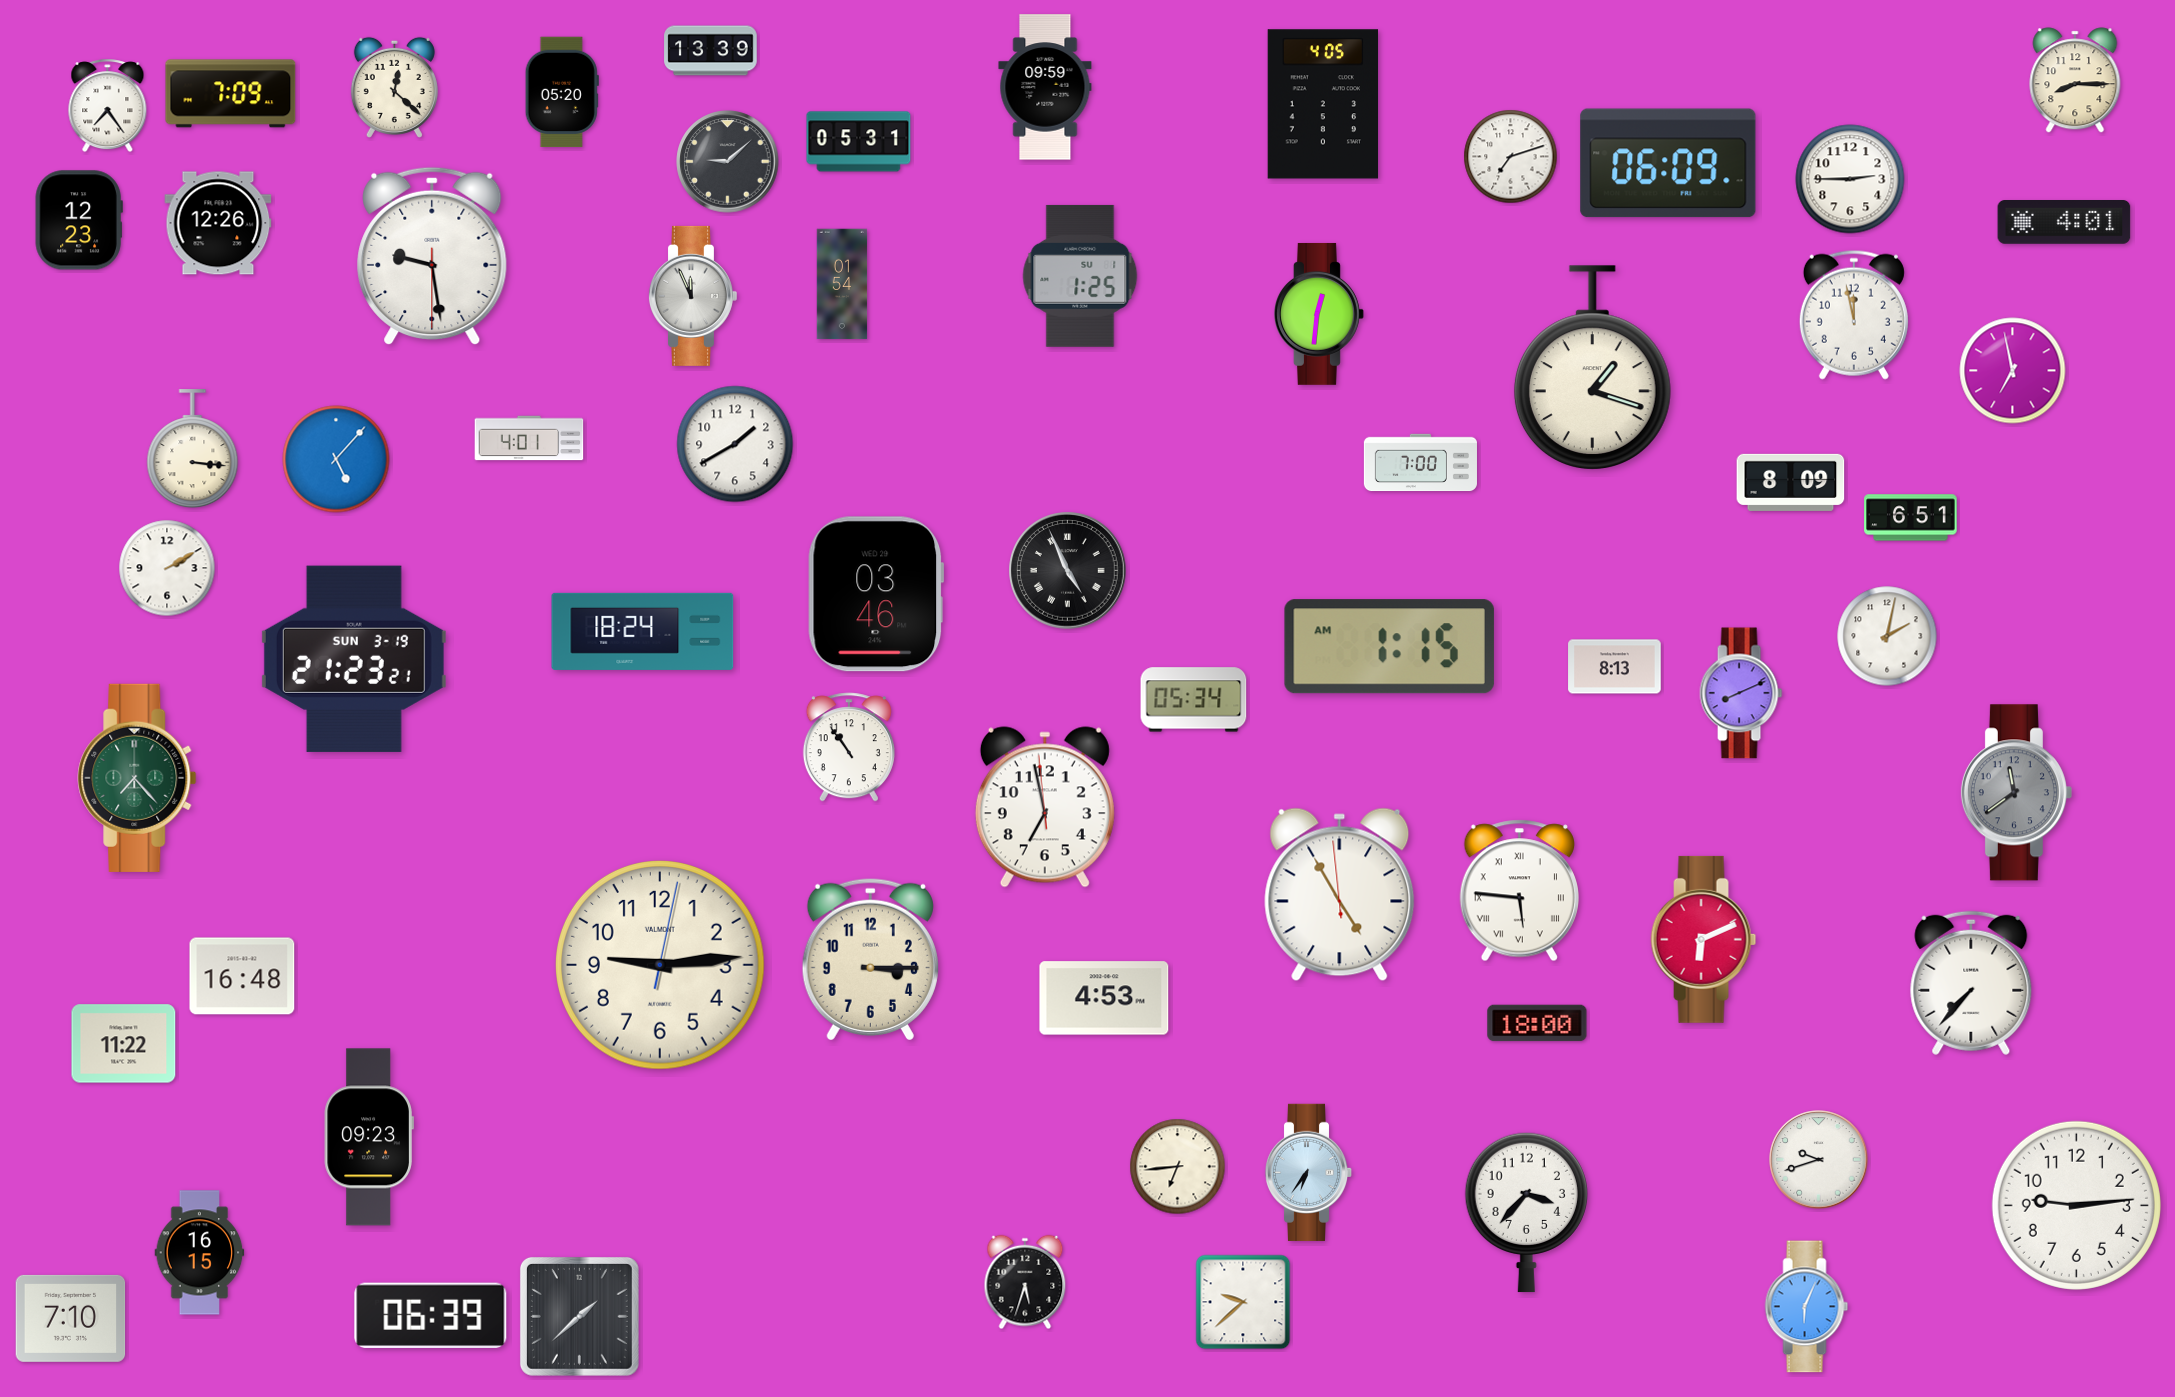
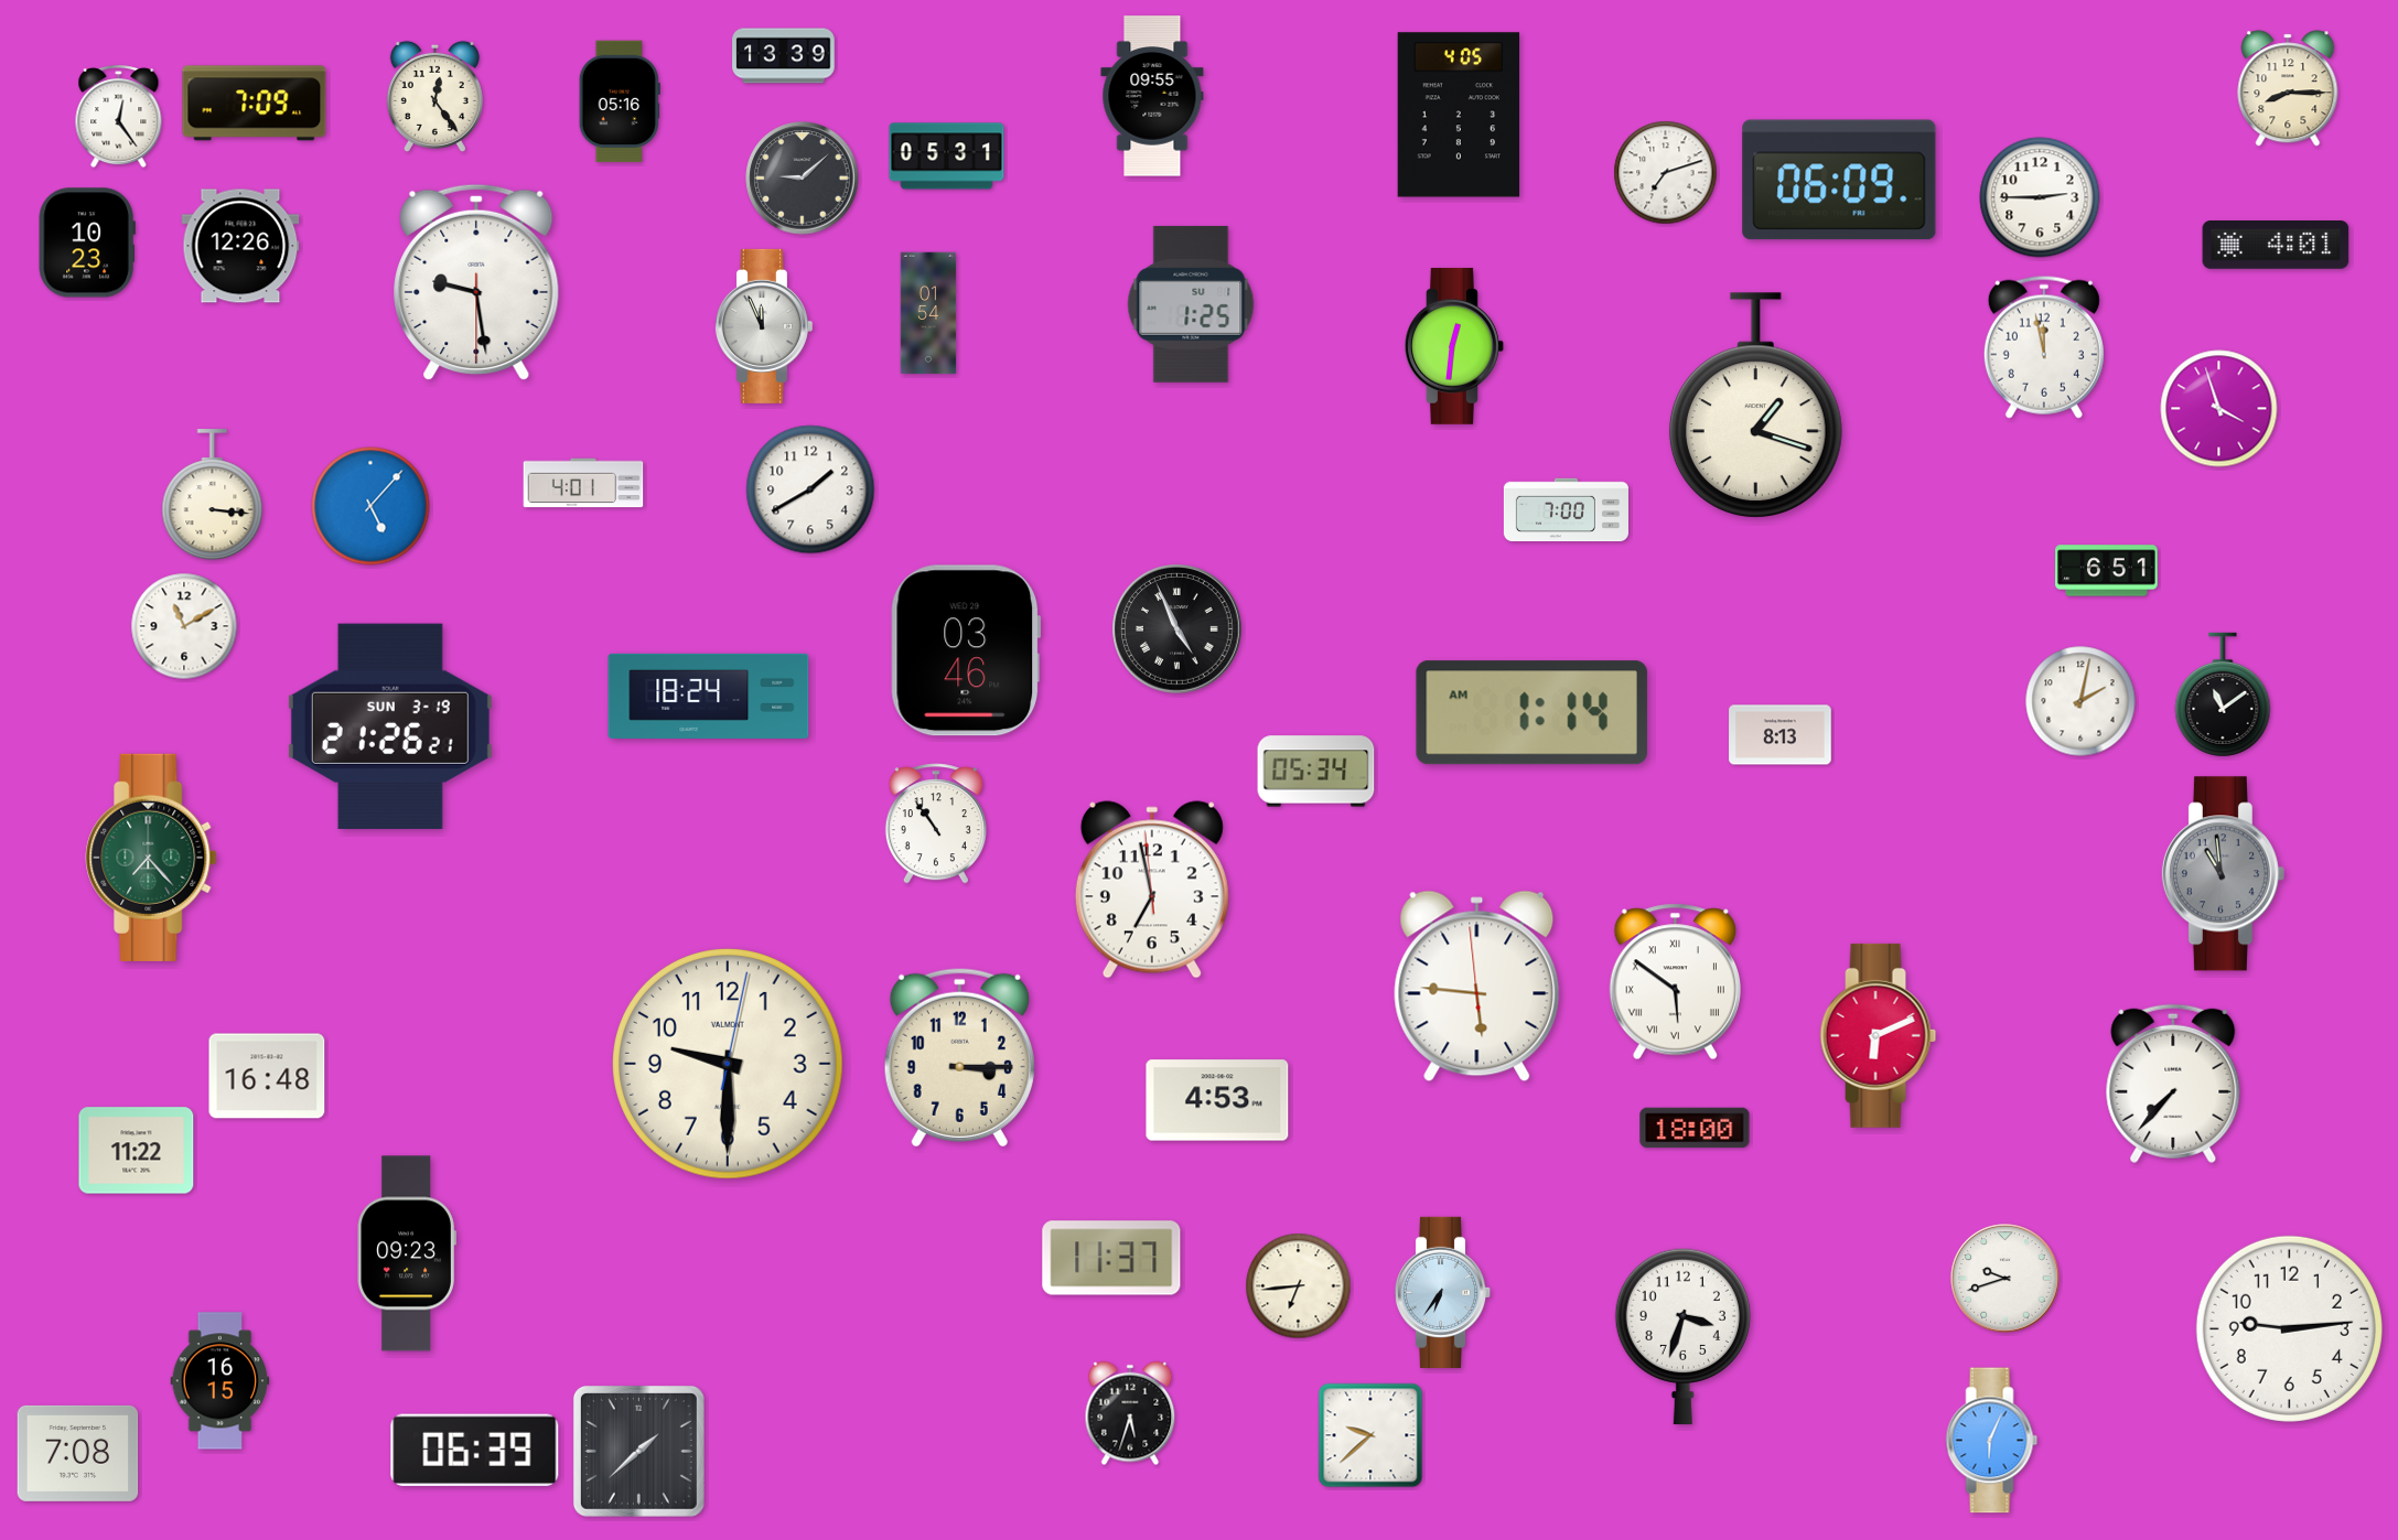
clock at (394, 87): 12:22 -> 12:24
clock at (1045, 87): 09:59 -> 09:55
clock at (562, 92): 05:20 -> 05:16
clock at (108, 106): 7:24 -> 12:24
clock at (79, 220): 12:23 -> 10:23
clock at (2013, 371): 6:58 -> 3:57
clock at (1791, 482): 8:09 -> none
clock at (167, 568): 2:10 -> 11:10
clock at (876, 594) position: (876, 594) -> (966, 650)
clock at (2223, 694): none -> 11:09
clock at (1389, 647): 1:15 -> 1:14
clock at (354, 659): 21:23 -> 21:26
clock at (1741, 693): 8:11 -> none
clock at (2016, 793): 11:39 -> 10:59
clock at (1519, 891): 5:46 -> 5:51
clock at (1340, 895): 4:54 -> 5:45
clock at (661, 966): 9:14 -> 9:30
clock at (1111, 1258): none -> 11:37
clock at (1526, 1212): 3:37 -> 3:33
clock at (71, 1318): 7:10 -> 7:08
